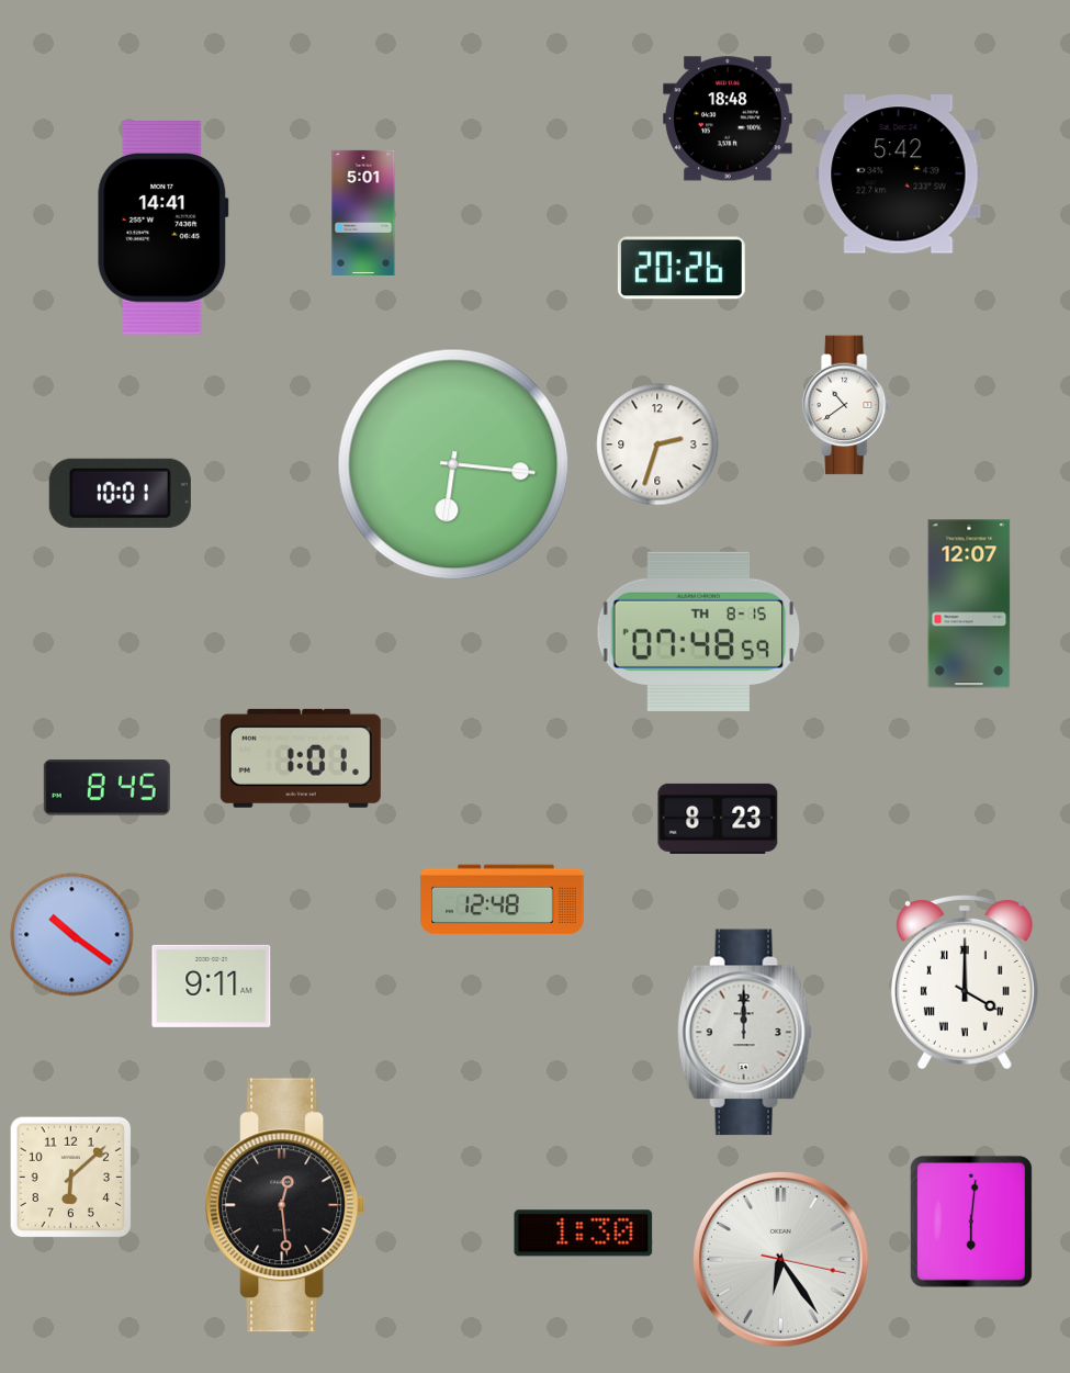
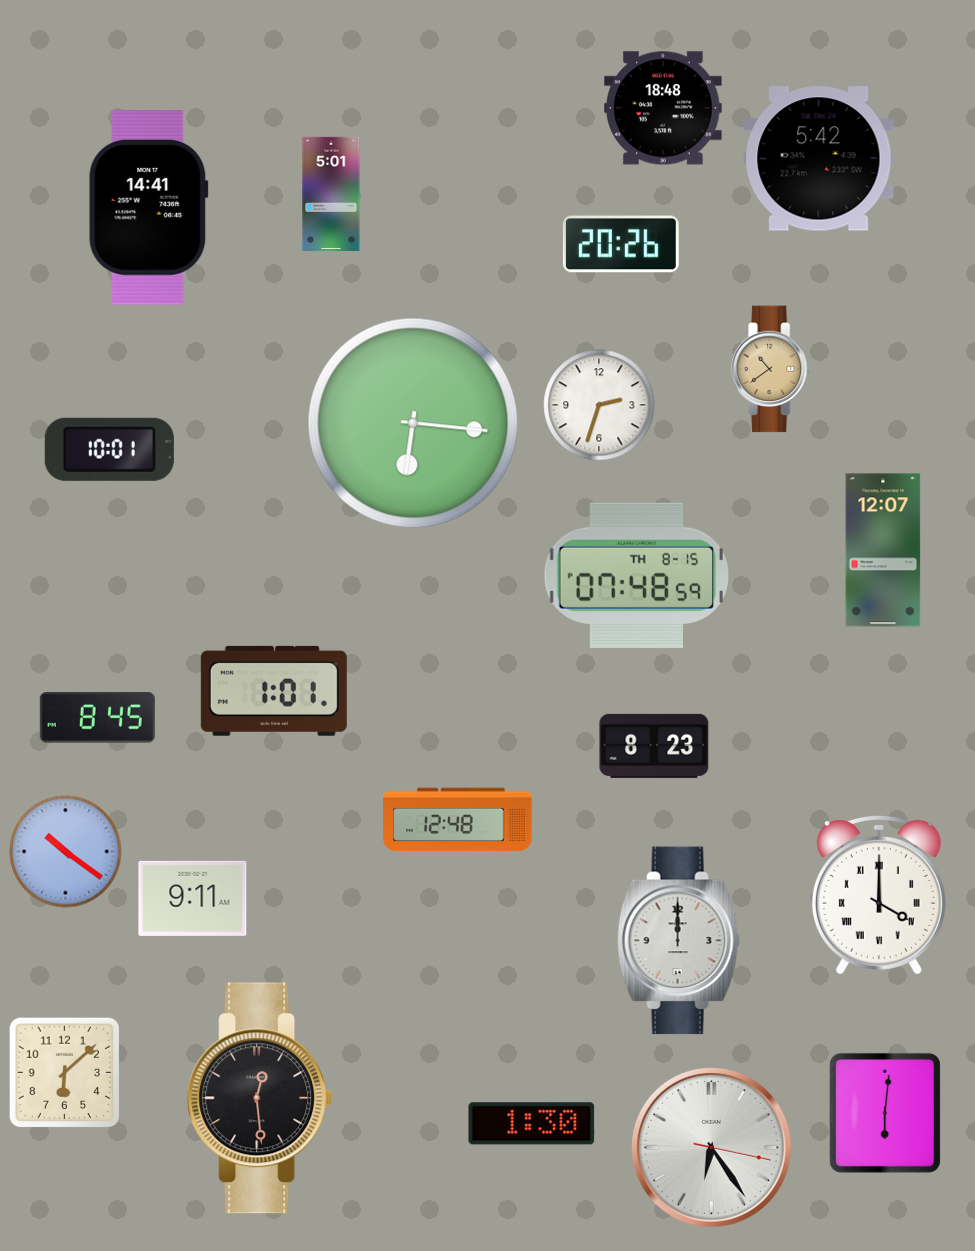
clock at (847, 405) dial: white -> champagne
